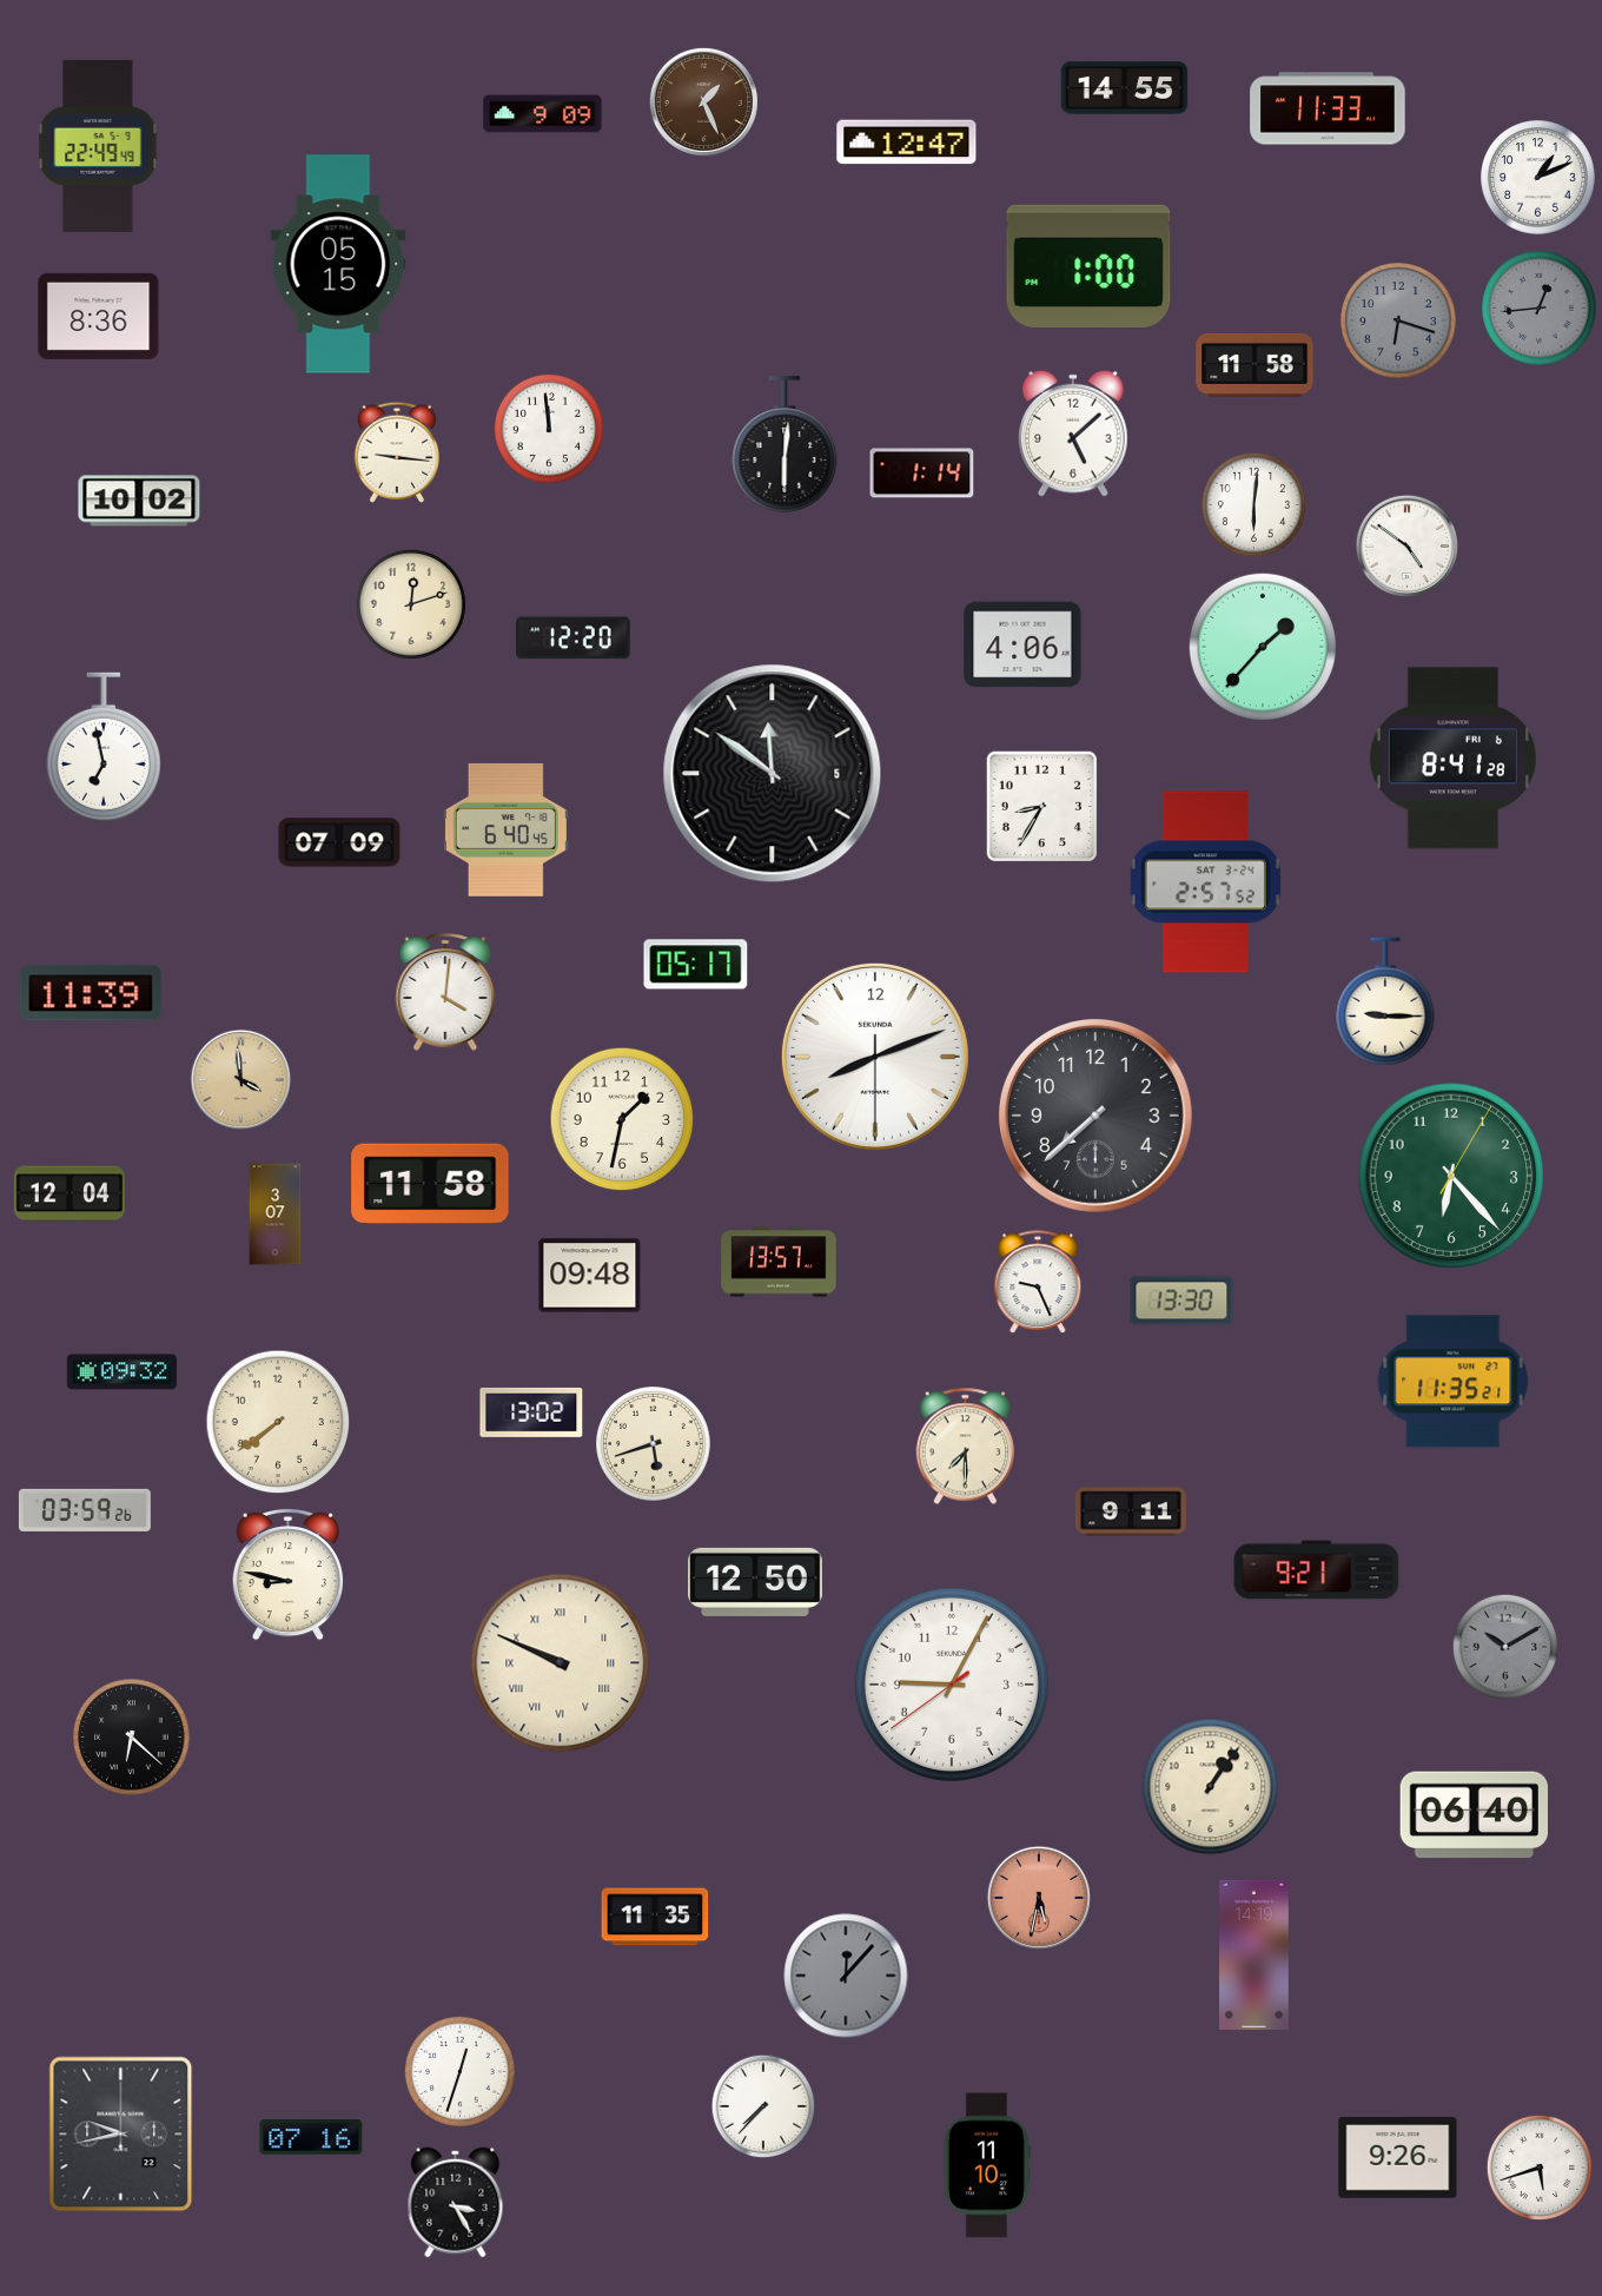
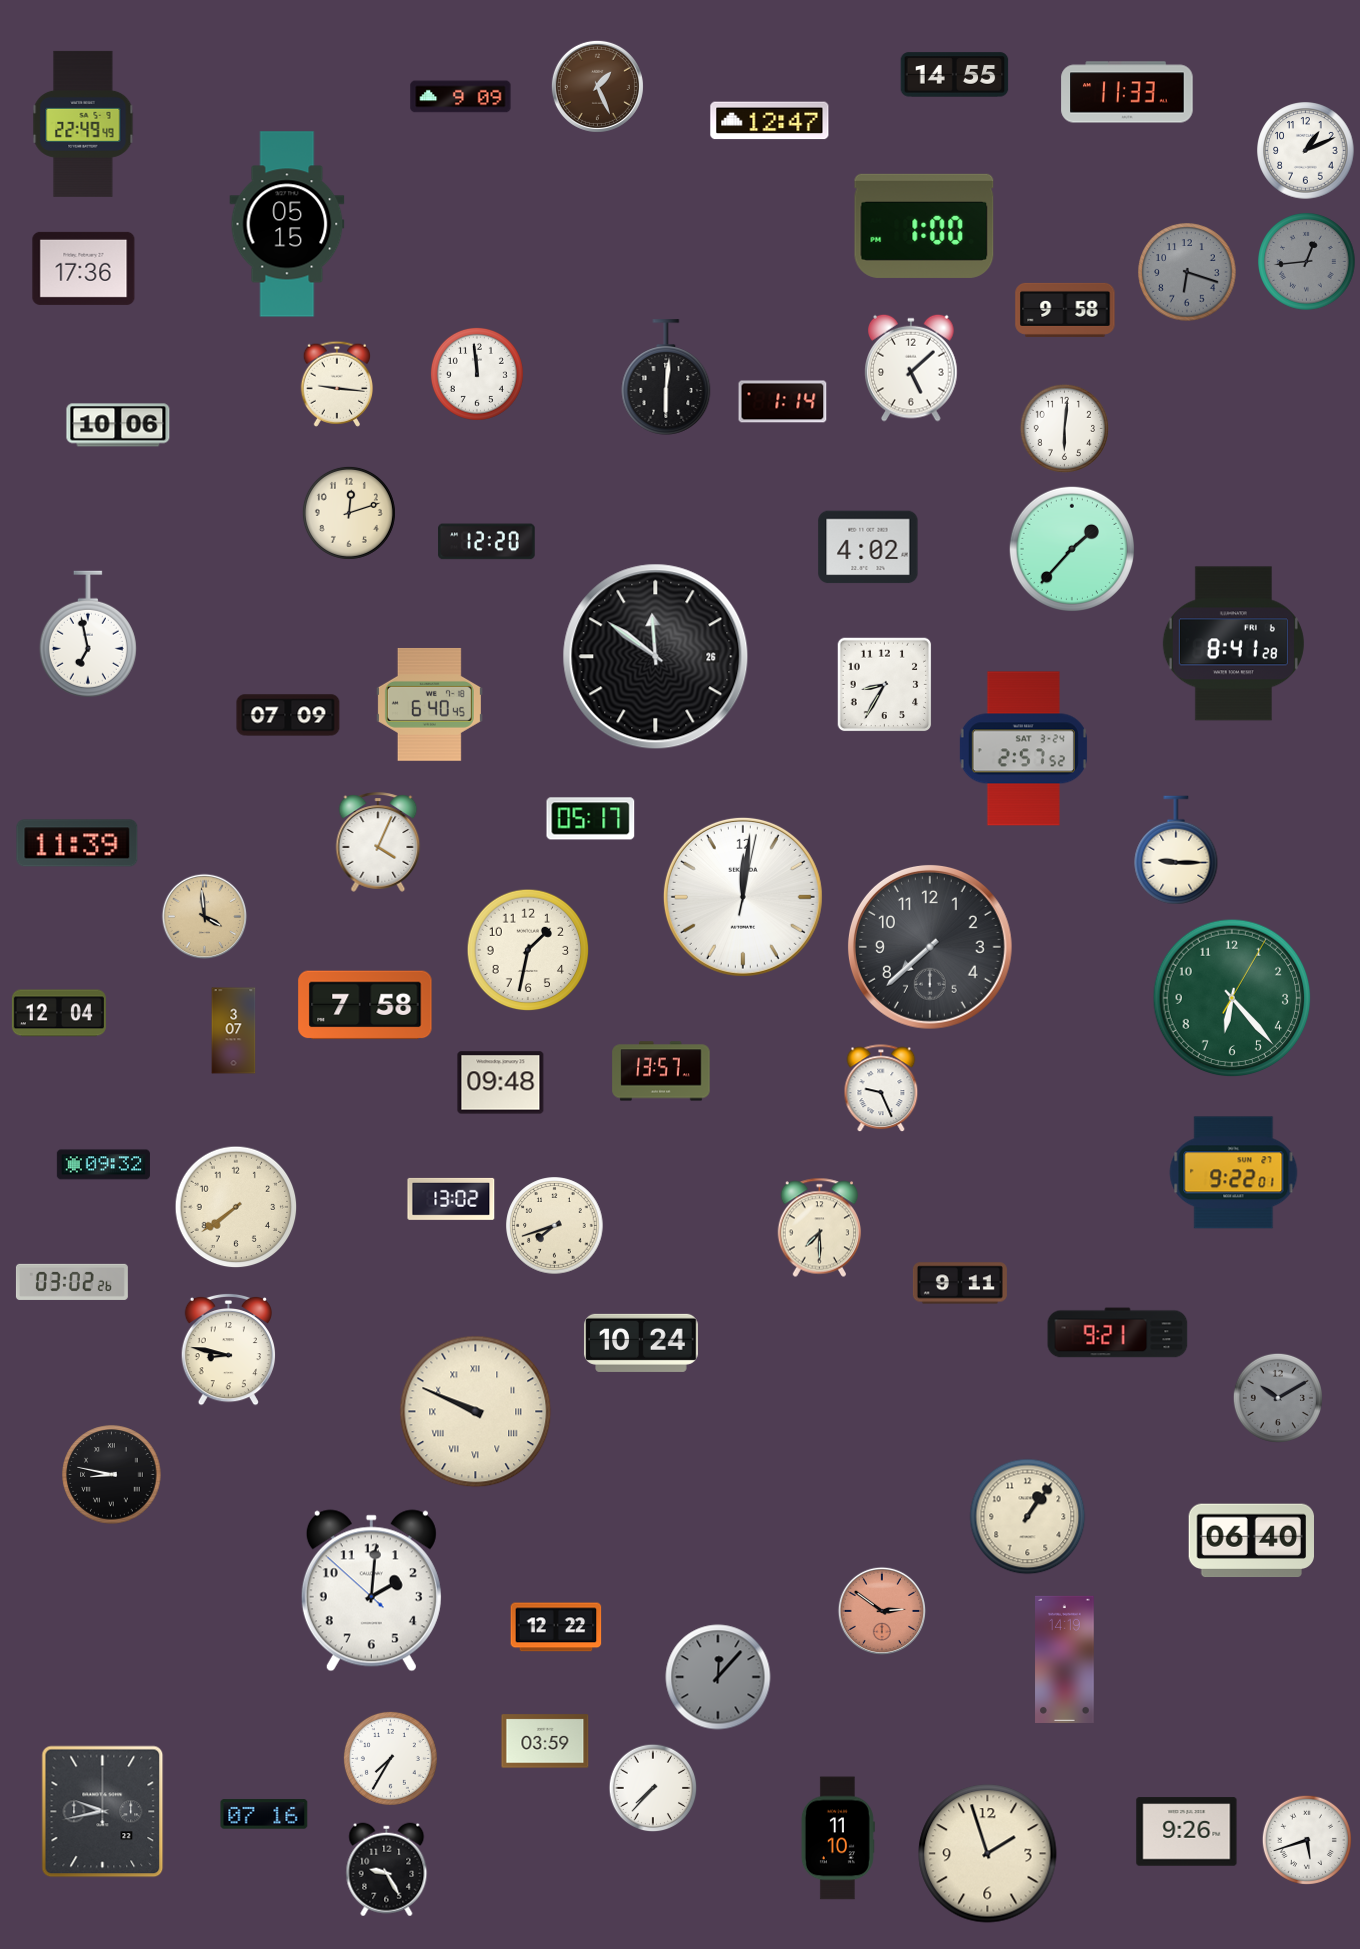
clock at (99, 316): 8:36 -> 17:36
clock at (1255, 365): 11:58 -> 9:58
clock at (549, 429) position: (549, 429) -> (477, 374)
clock at (139, 501): 10:02 -> 10:06
clock at (1408, 547): 4:51 -> none
clock at (1022, 644): 4:06 -> 4:02
clock at (773, 774) date: 5 -> 26
clock at (445, 992): 4:01 -> 4:04
clock at (875, 1057): 8:11 -> 12:01
clock at (430, 1184): 11:58 -> 7:58
clock at (1181, 1301): 13:30 -> none
clock at (1454, 1382): 11:35 -> 9:22
clock at (654, 1444): 5:42 -> 7:42
clock at (85, 1510): 03:59 -> 03:02
clock at (287, 1574) position: (287, 1574) -> (228, 1349)
clock at (755, 1582): 12:50 -> 10:24
clock at (952, 1685): 9:04 -> none
clock at (132, 1738): 6:22 -> 8:47
clock at (371, 1591): none -> 2:00
clock at (1038, 1897): 5:32 -> 2:51
clock at (655, 1917): 11:35 -> 12:22
clock at (545, 1741): none -> 03:59
clock at (459, 2071): 12:33 -> 7:35
clock at (763, 2106) position: (763, 2106) -> (653, 1788)
clock at (988, 1854): none -> 1:57
clock at (456, 2203): 3:25 -> 9:25
